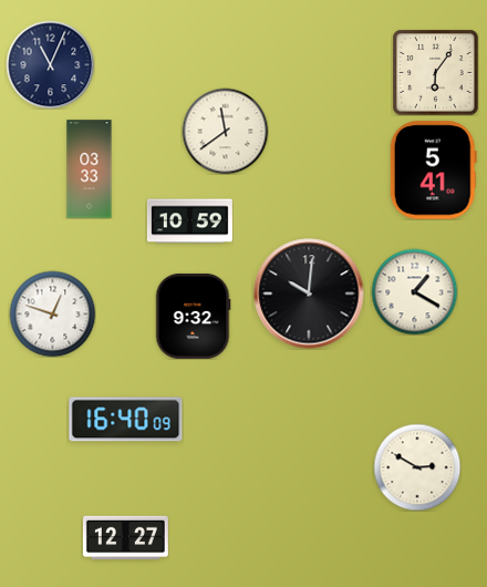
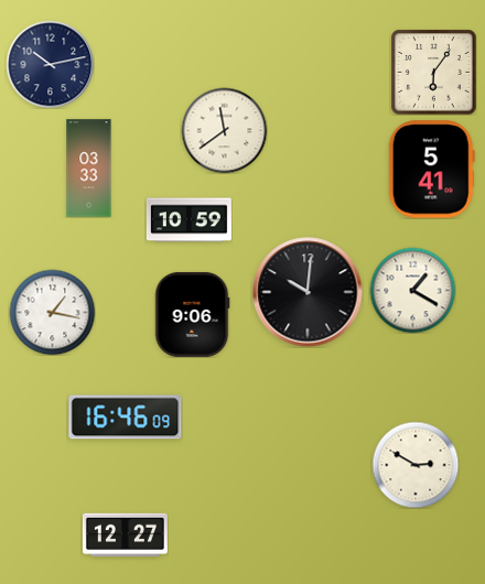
clock at (50, 64): 11:04 -> 10:13
clock at (52, 313): 12:48 -> 1:17
clock at (193, 316): 9:32 -> 9:06
clock at (126, 420): 16:40 -> 16:46
